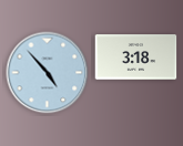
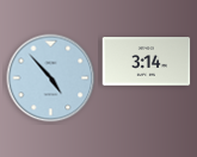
clock at (136, 58): 3:18 -> 3:14
